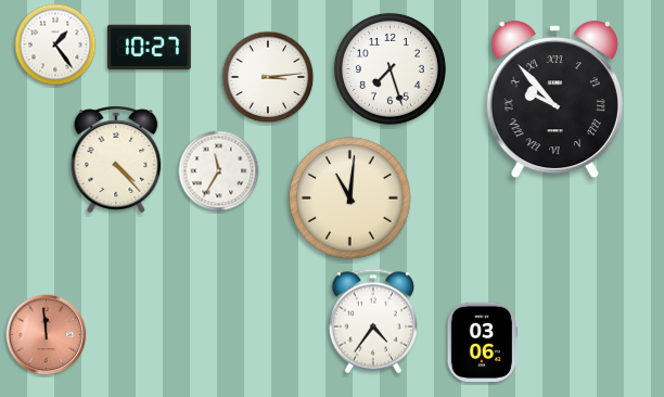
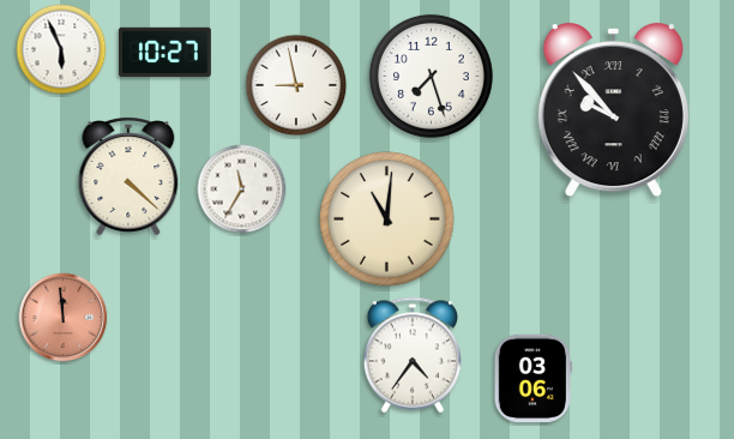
clock at (55, 44): 1:24 -> 5:56
clock at (268, 77): 3:14 -> 8:58
clock at (116, 159): 4:23 -> 4:22
clock at (47, 335) position: (47, 335) -> (64, 318)
